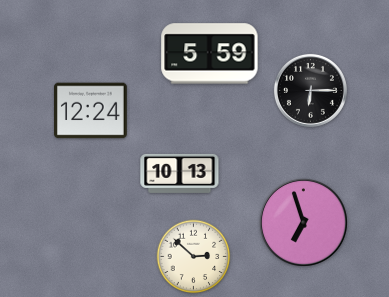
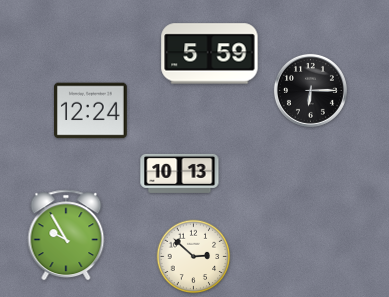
clock at (304, 223): 6:57 -> none
clock at (66, 235): none -> 9:55
